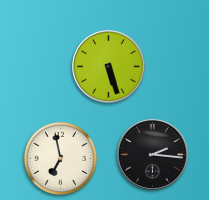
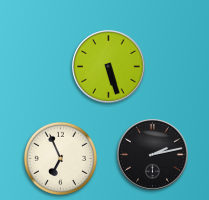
clock at (153, 155): 2:16 -> 2:13
clock at (60, 158): 6:58 -> 6:56
